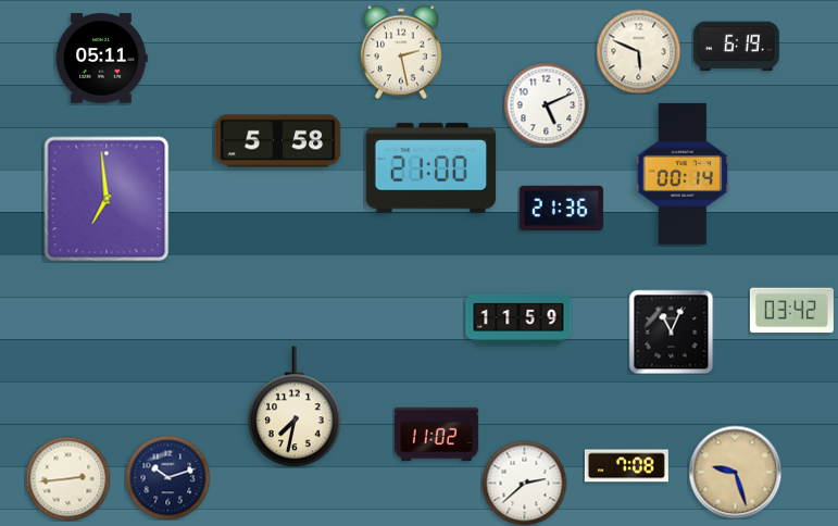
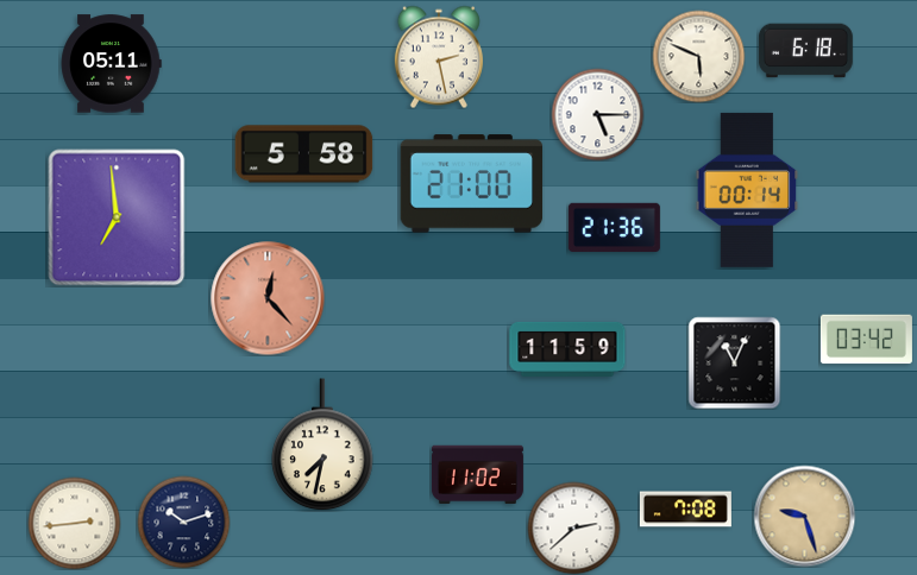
clock at (736, 47): 6:19 -> 6:18
clock at (546, 104): 5:11 -> 5:15
clock at (268, 298): none -> 12:23
